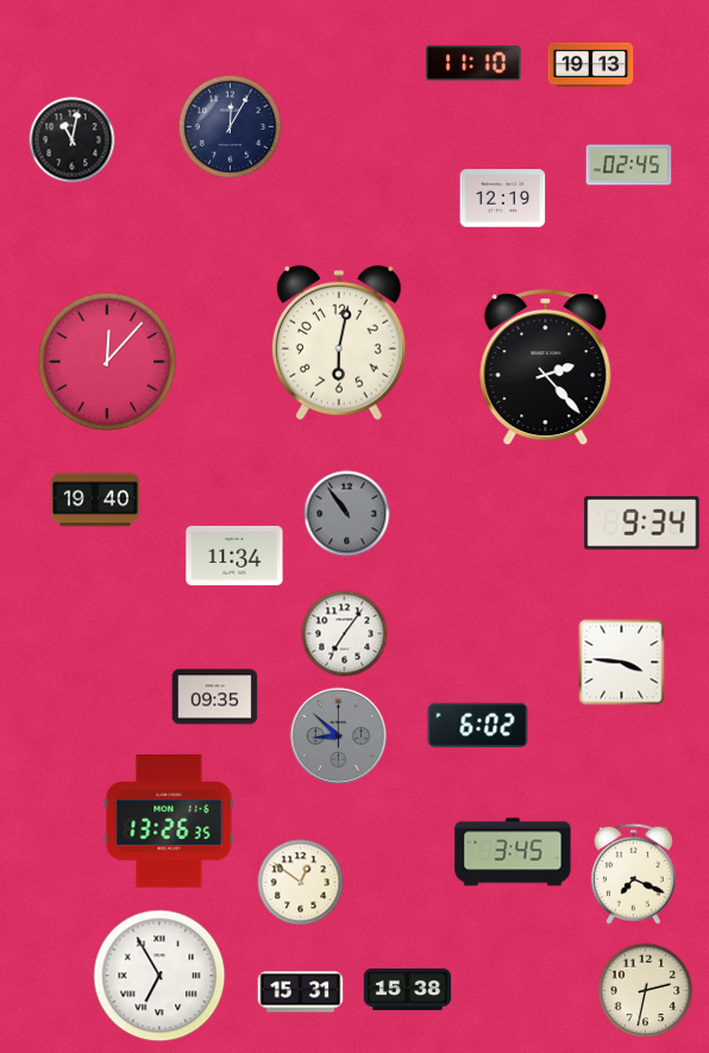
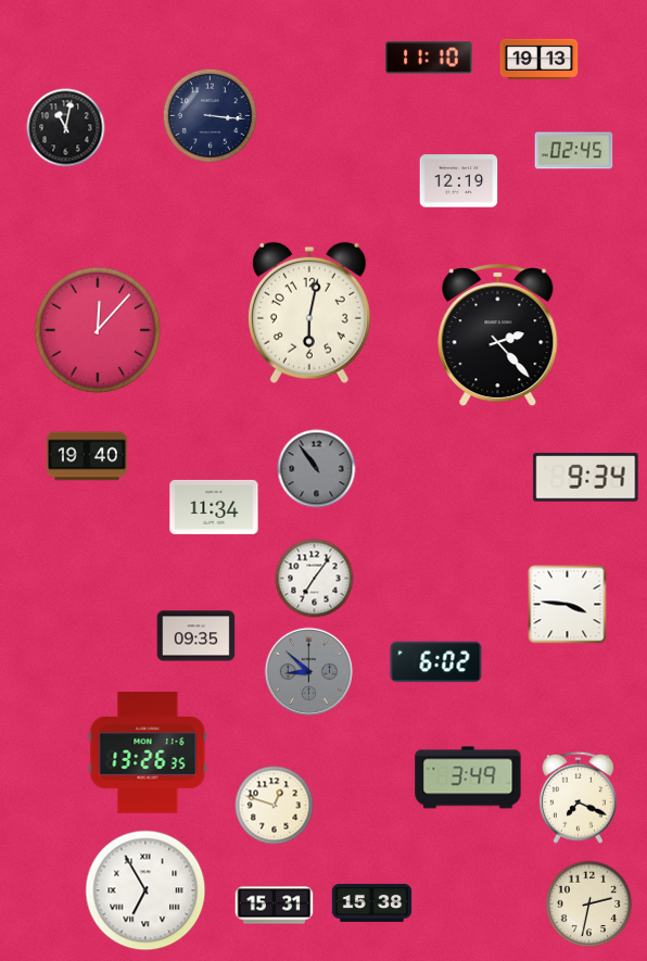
clock at (473, 63) position: (473, 63) -> (429, 58)
clock at (230, 126): 12:05 -> 3:16
clock at (169, 821) position: (169, 821) -> (148, 753)
clock at (513, 852): 3:45 -> 3:49
clock at (301, 883): 12:51 -> 12:48
